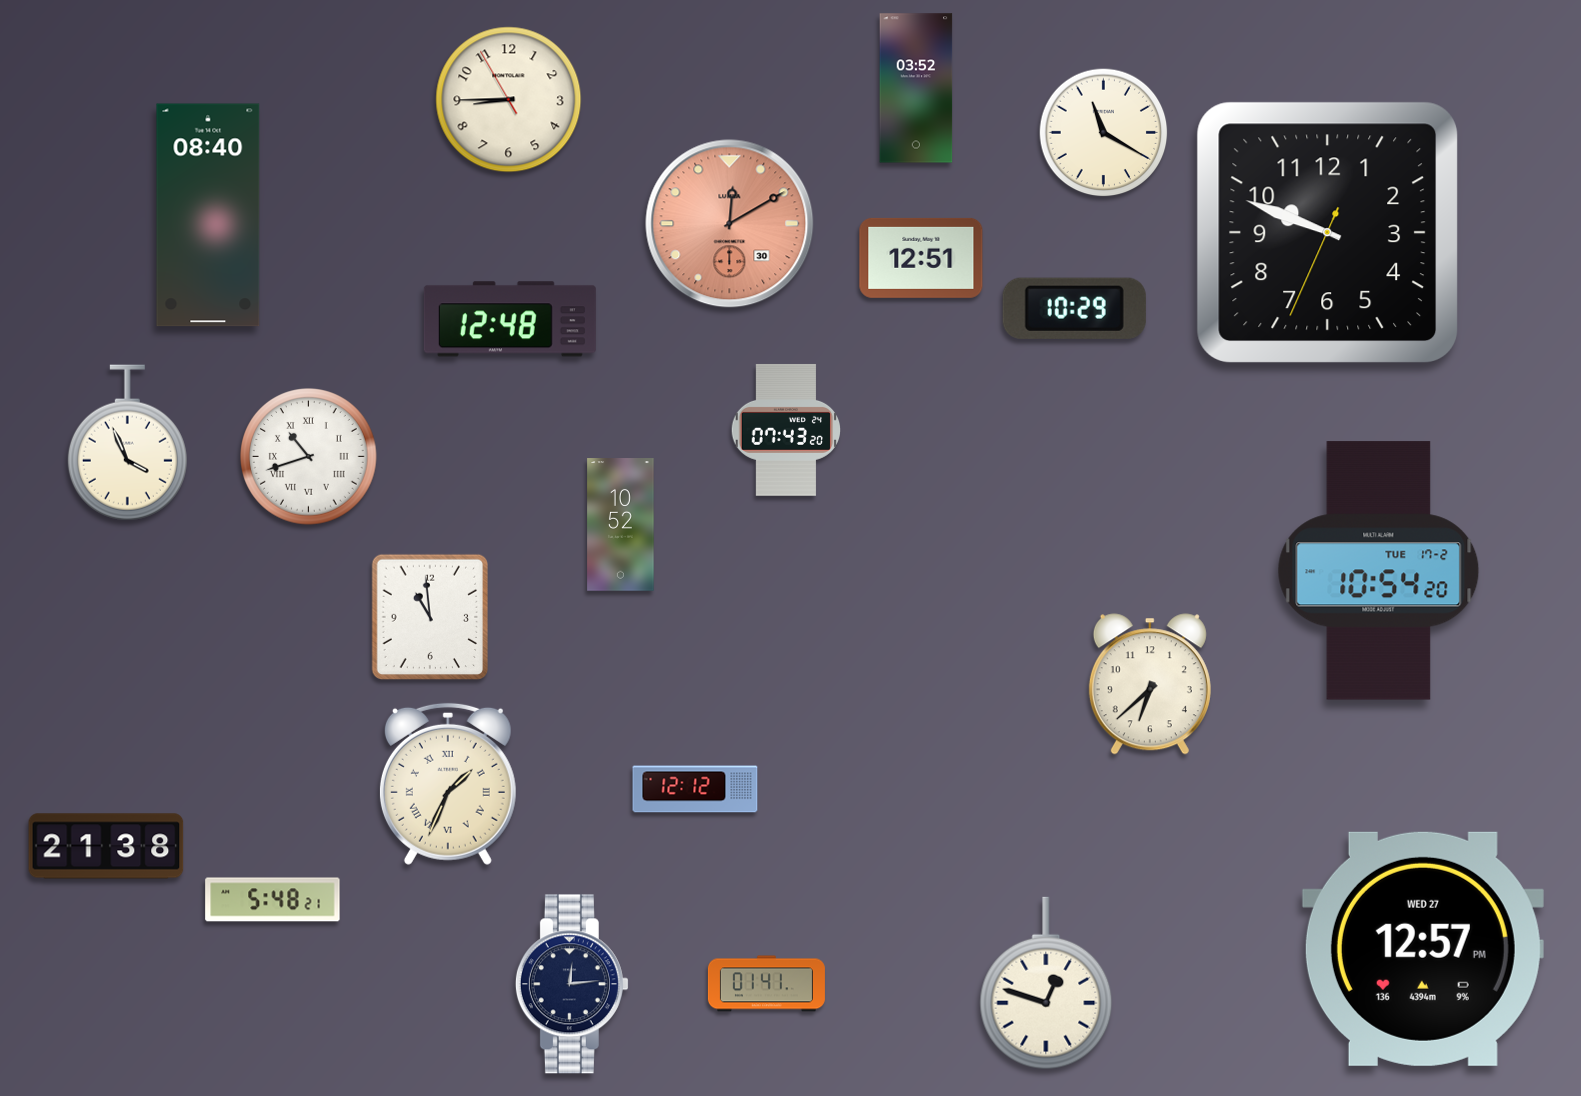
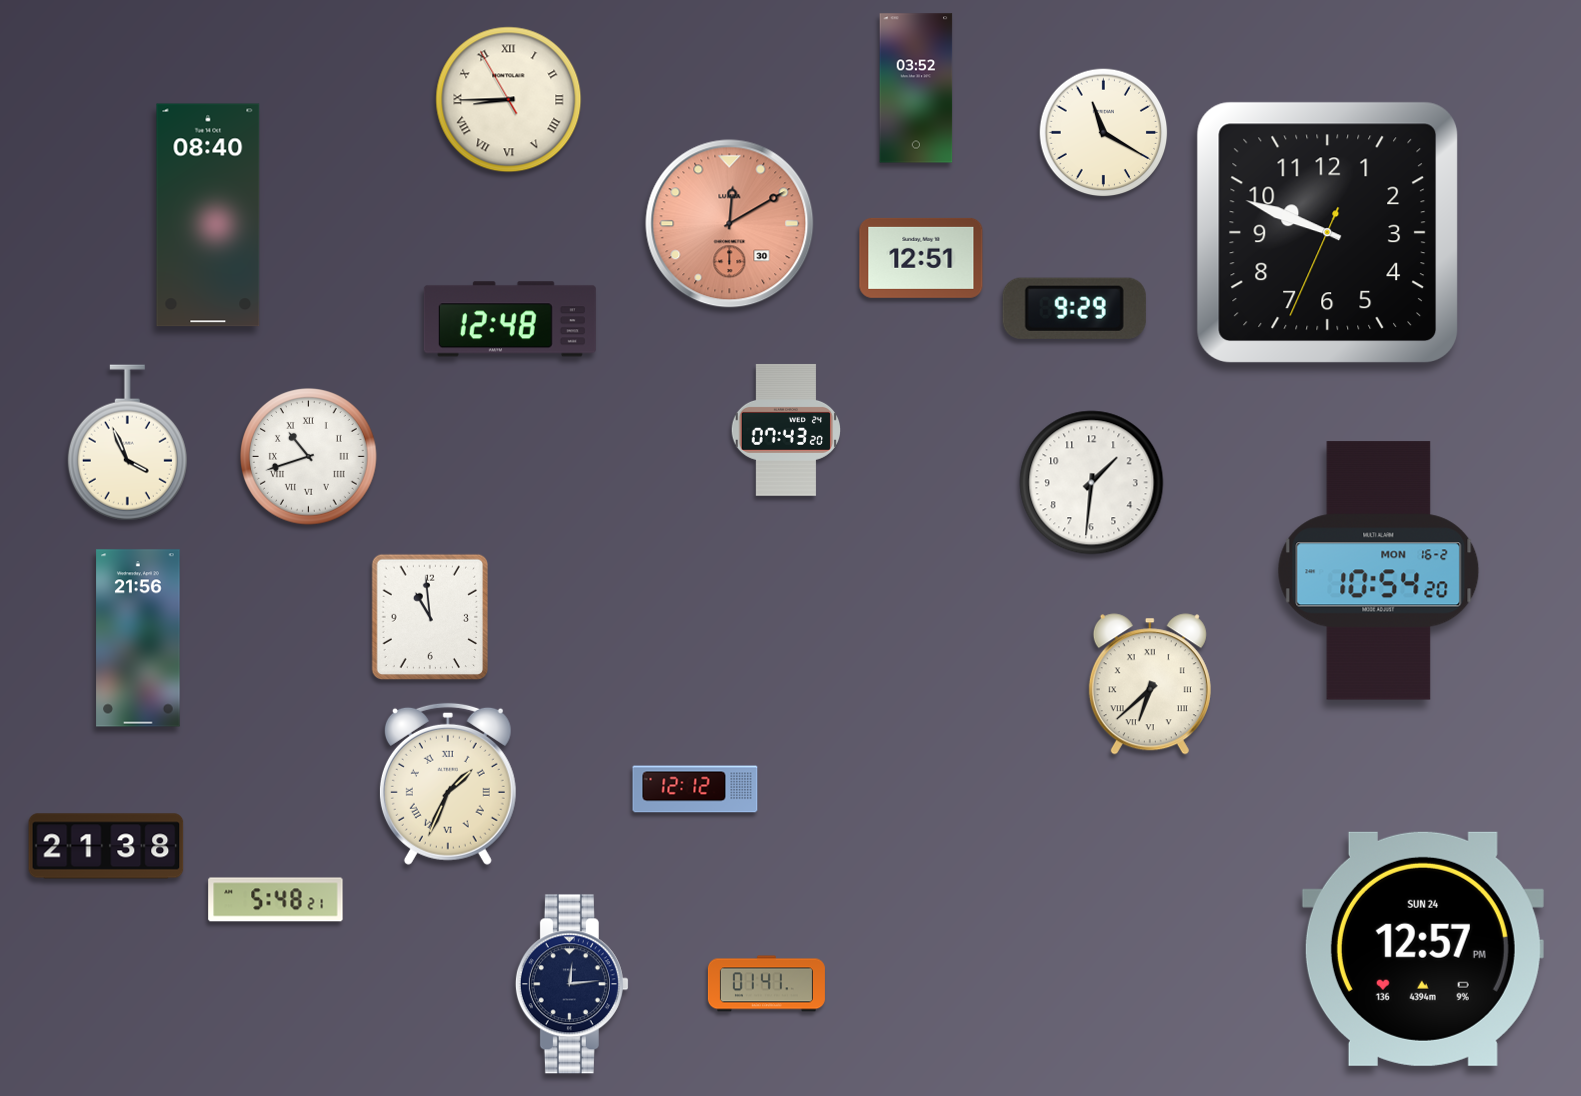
clock at (509, 100) numerals: Arabic -> Roman
clock at (1074, 308): 10:29 -> 9:29
clock at (1092, 483): none -> 1:31
clock at (621, 525): 10:52 -> none
clock at (1379, 571) date: TUE 17-2 -> MON 16-2
clock at (138, 638): none -> 21:56
clock at (1150, 684) numerals: Arabic -> Roman
clock at (273, 900) position: (273, 900) -> (276, 900)
clock at (1423, 949) date: WED 27 -> SUN 24
clock at (1046, 983): 12:48 -> none
